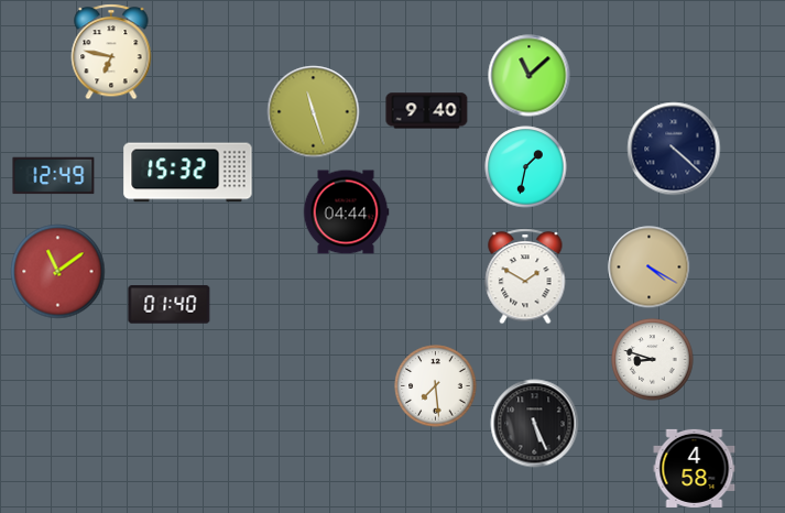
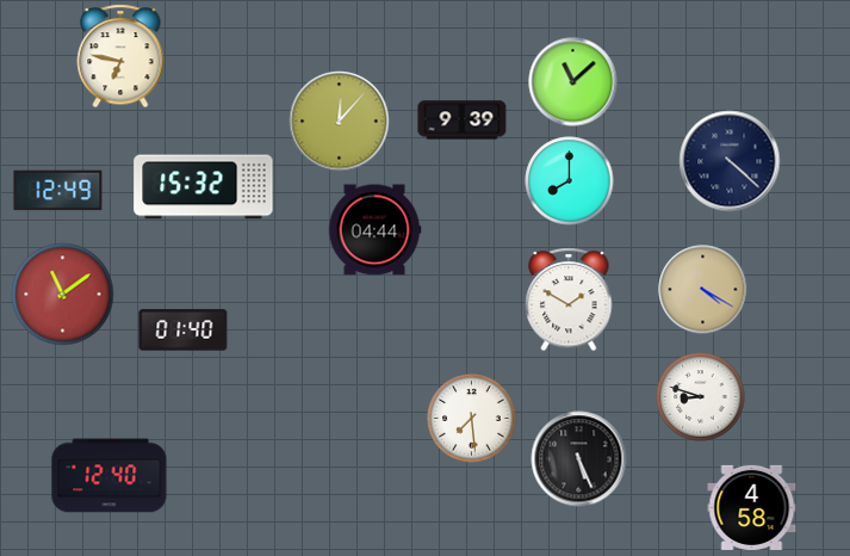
clock at (427, 111): 9:40 -> 9:39
clock at (314, 112): 11:27 -> 12:07
clock at (526, 167): 1:32 -> 8:00
clock at (653, 360) position: (653, 360) -> (701, 397)
clock at (110, 476): none -> 12:40
